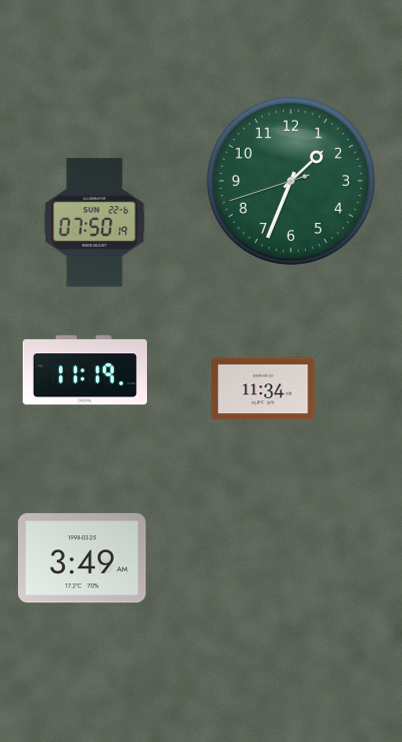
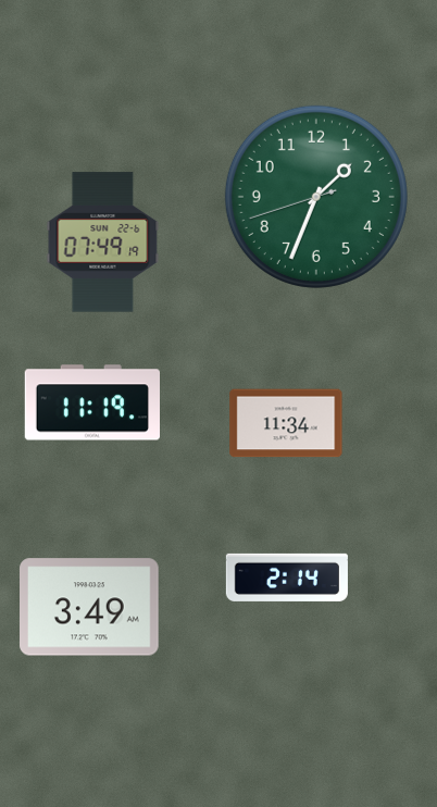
clock at (95, 223): 07:50 -> 07:49
clock at (287, 578): none -> 2:14
